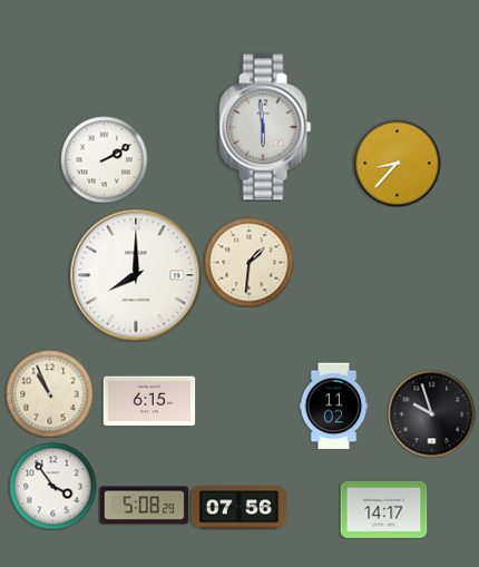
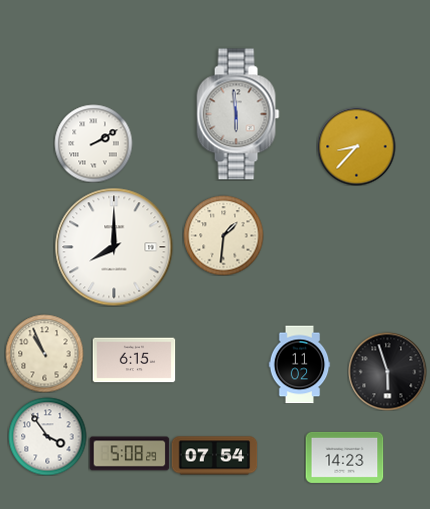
clock at (136, 275) position: (136, 275) -> (114, 247)
clock at (431, 413): 9:57 -> 5:57
clock at (238, 508): 07:56 -> 07:54
clock at (383, 509): 14:17 -> 14:23
